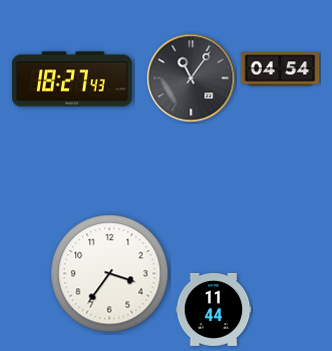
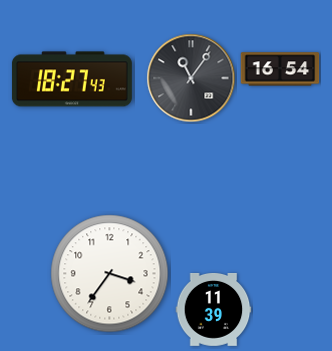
clock at (280, 69): 04:54 -> 16:54
clock at (214, 310): 11:44 -> 11:39
